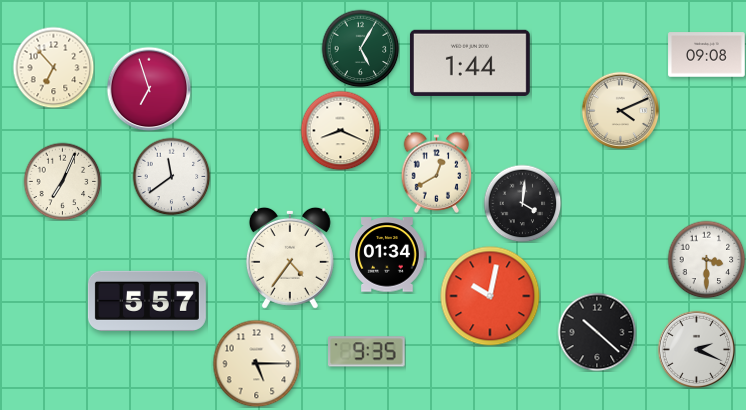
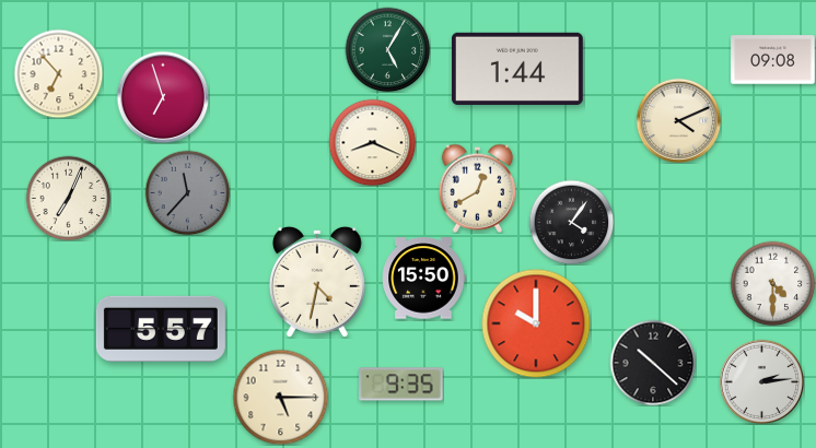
clock at (360, 48) position: (360, 48) -> (387, 49)
clock at (470, 63) position: (470, 63) -> (517, 69)
clock at (171, 176): 11:39 -> 11:37
clock at (171, 176) dial: white -> grey
clock at (522, 203): 4:01 -> 4:06
clock at (387, 255): 01:34 -> 15:50
clock at (290, 258): 4:36 -> 4:32
clock at (706, 259): 3:30 -> 4:30
clock at (490, 296): 10:02 -> 10:00
clock at (696, 349): 2:19 -> 2:14
